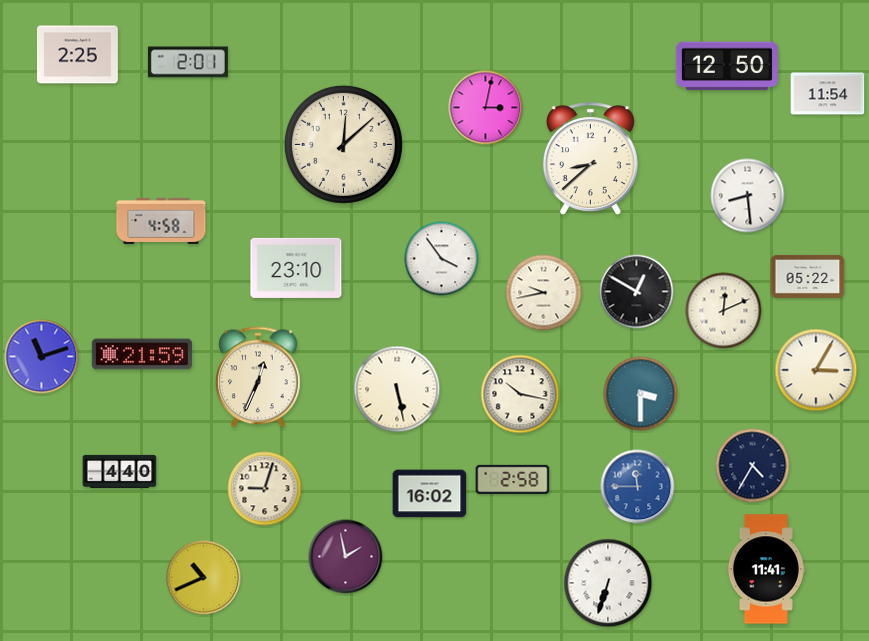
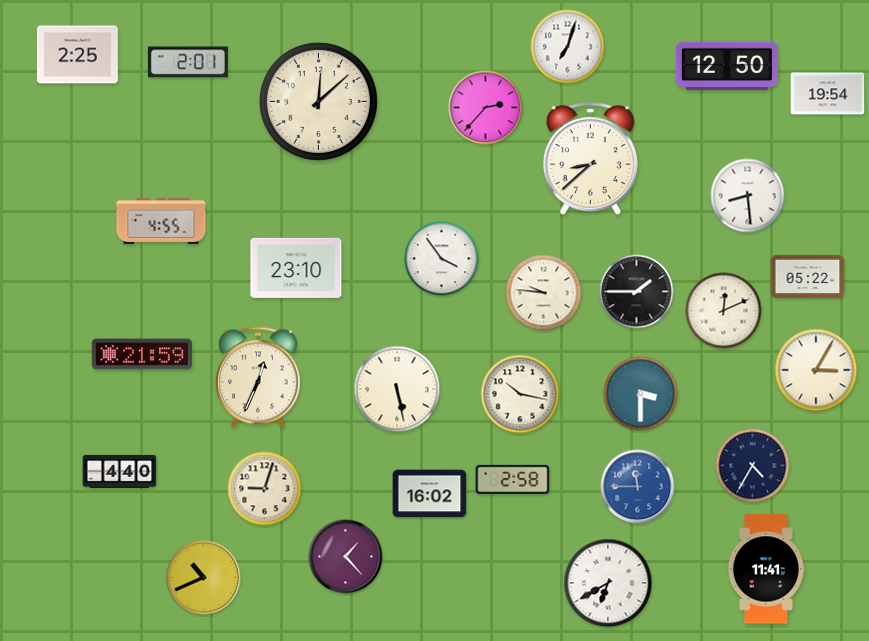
clock at (568, 47): none -> 7:03
clock at (828, 94): 11:54 -> 19:54
clock at (486, 108): 3:02 -> 2:37
clock at (343, 144) position: (343, 144) -> (318, 101)
clock at (161, 221): 4:58 -> 4:55
clock at (637, 292): 12:50 -> 1:45
clock at (544, 293): 9:43 -> 9:46
clock at (42, 357): 11:12 -> none
clock at (346, 557): 1:58 -> 1:23
clock at (608, 583): 6:33 -> 6:40
